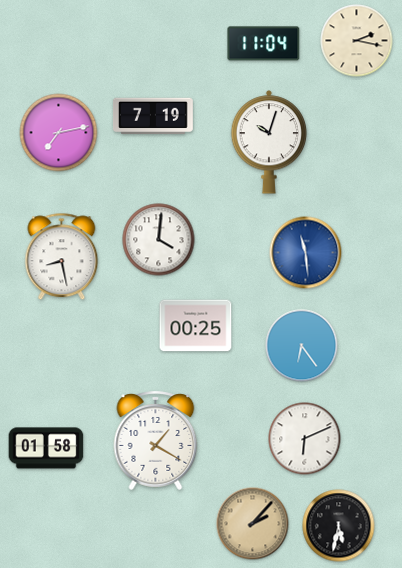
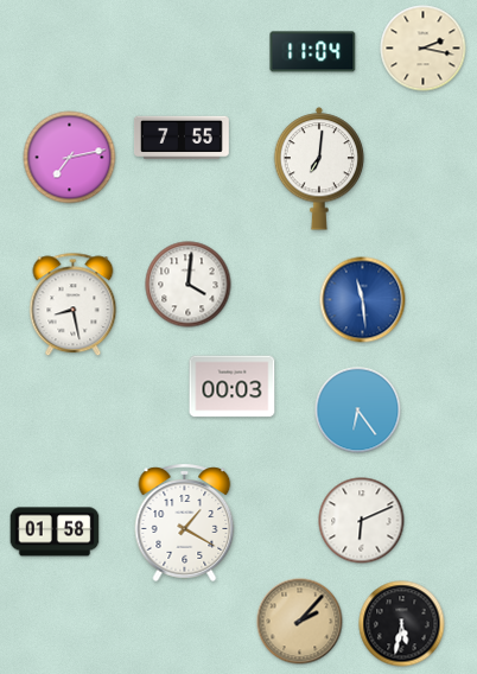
clock at (153, 116): 7:19 -> 7:55
clock at (269, 142): 10:03 -> 7:01
clock at (196, 326): 00:25 -> 00:03
